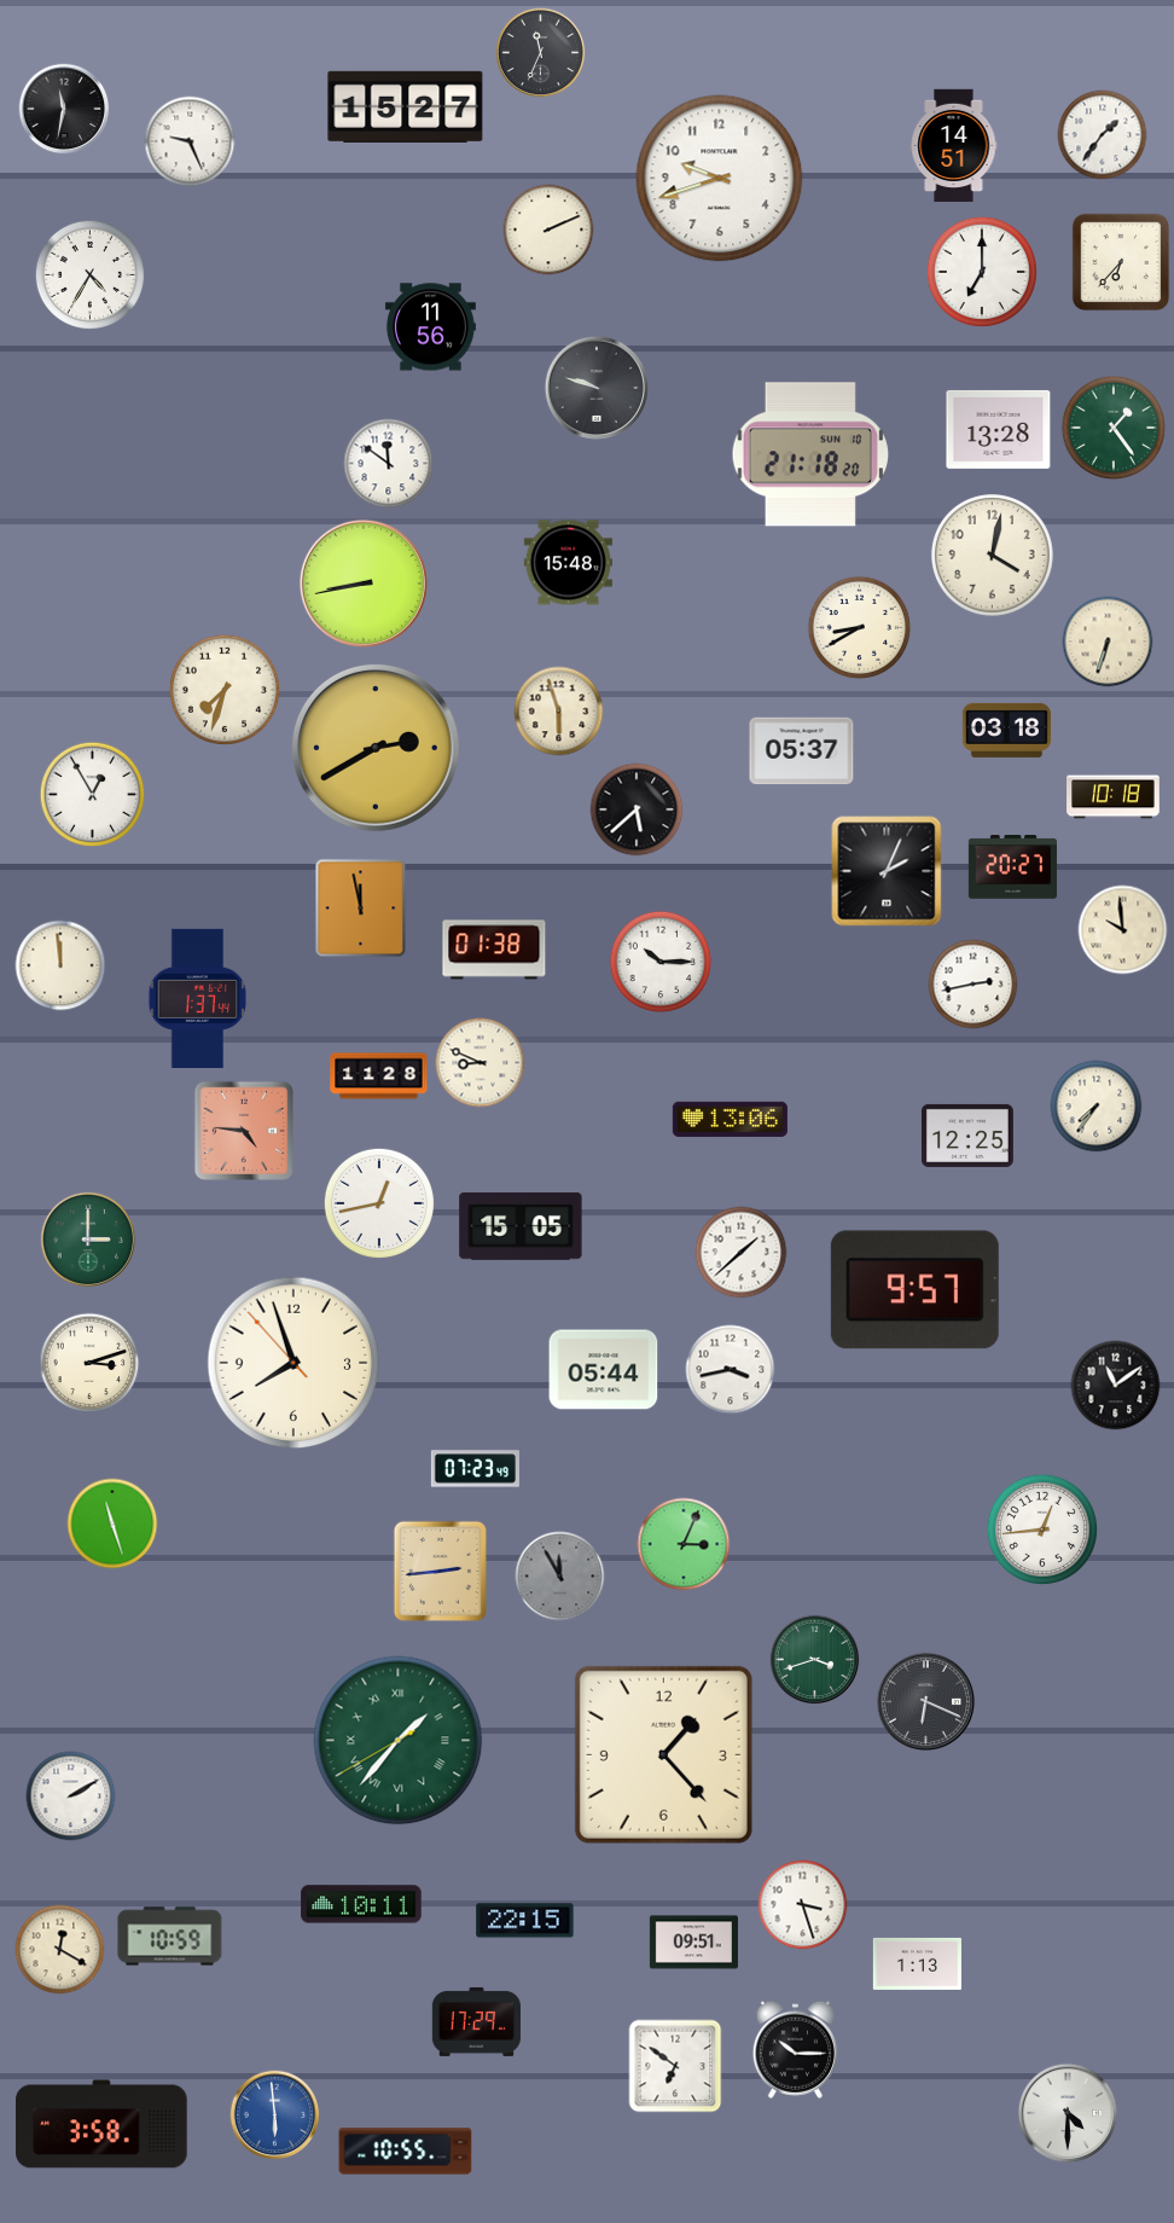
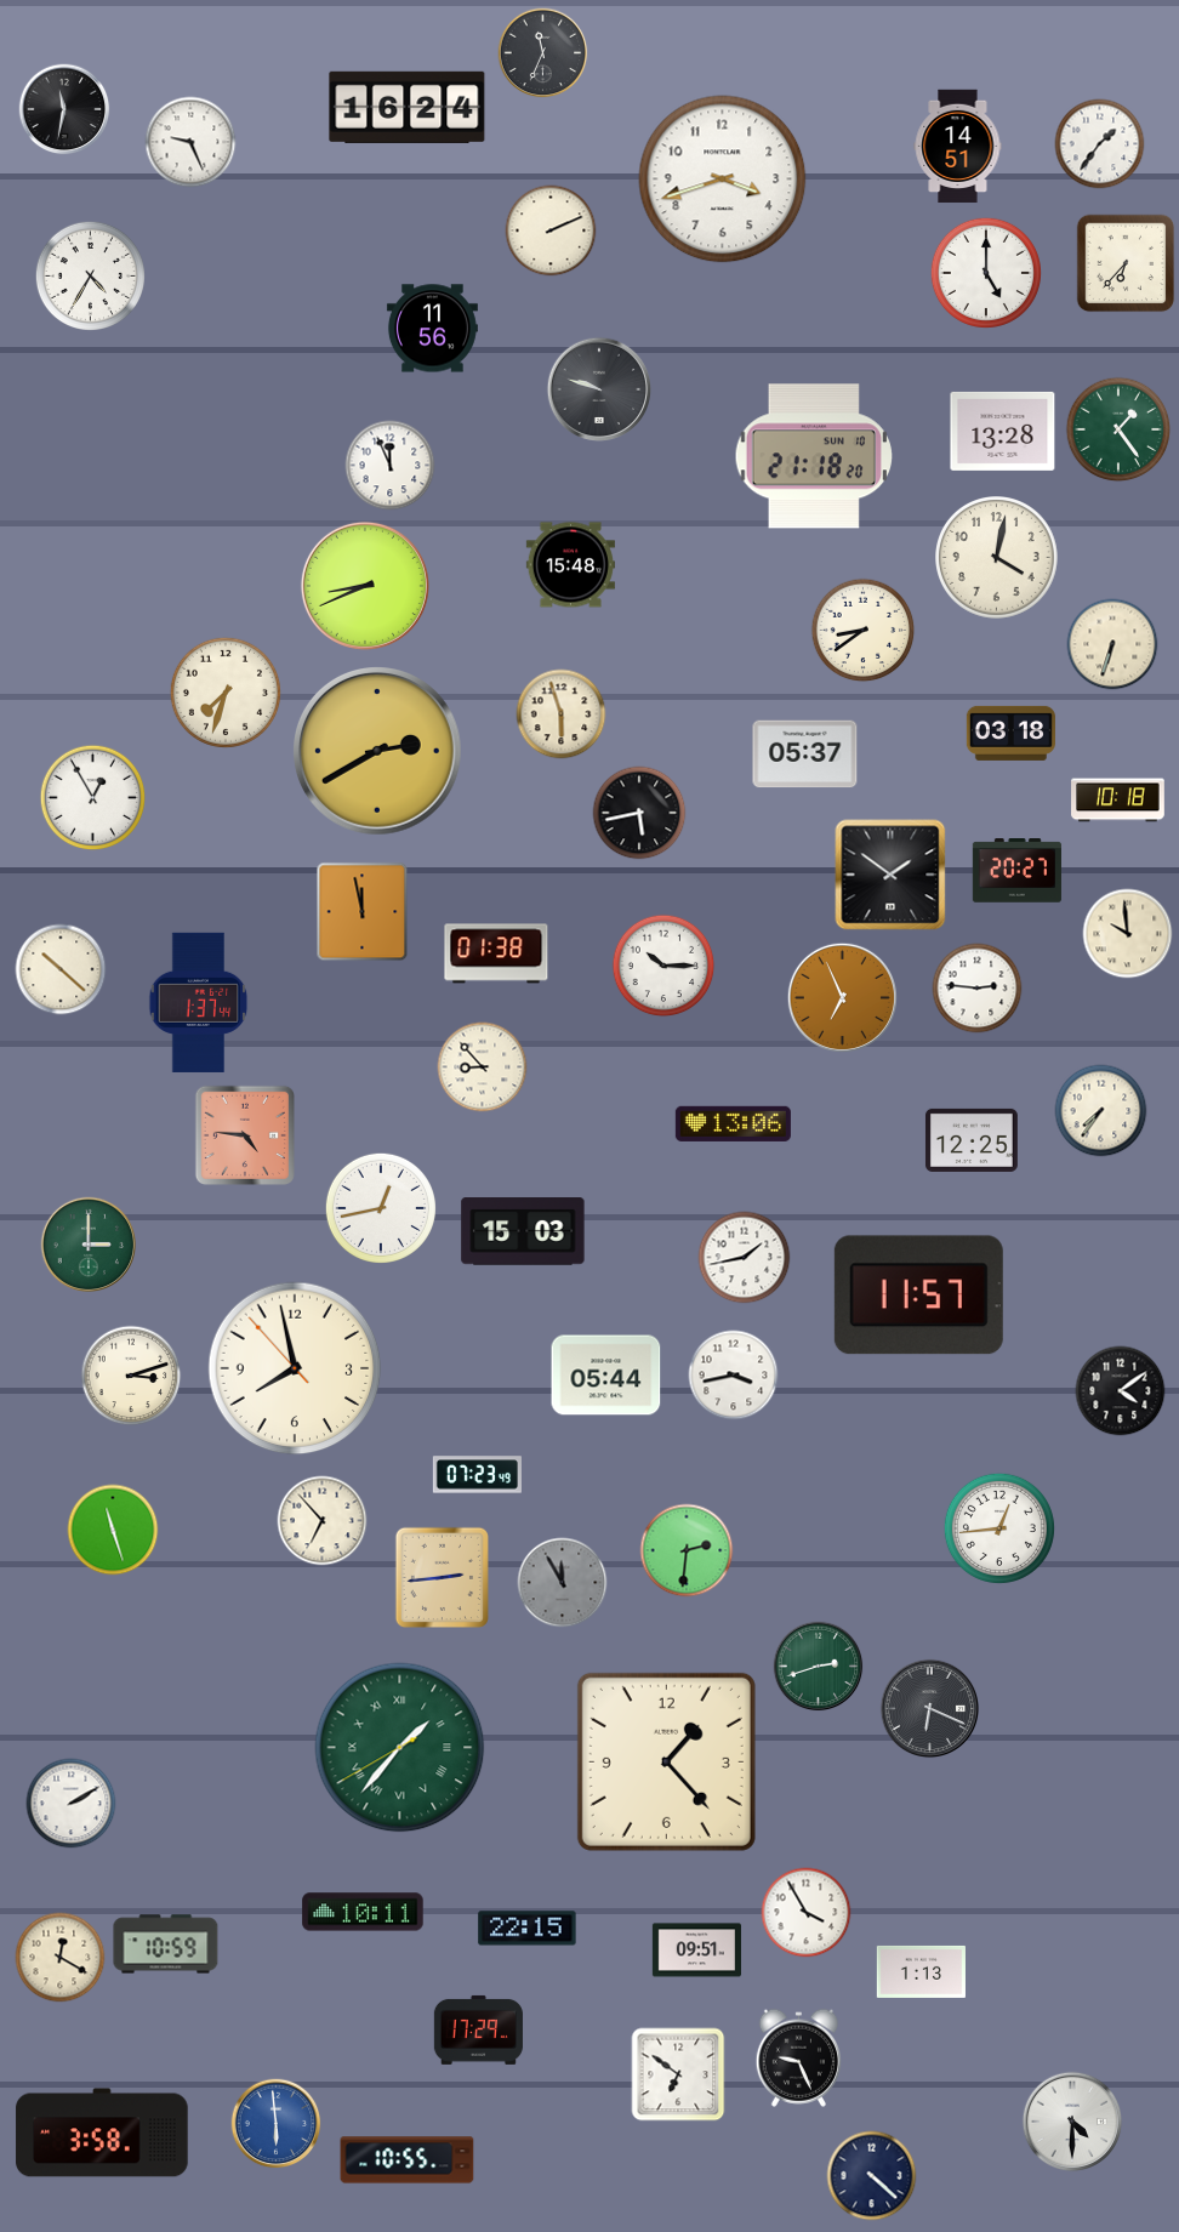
clock at (406, 106): 15:27 -> 16:24
clock at (1103, 135) position: (1103, 135) -> (1100, 144)
clock at (720, 179): 9:42 -> 3:42
clock at (982, 272): 7:00 -> 5:00
clock at (389, 464): 11:51 -> 11:56
clock at (364, 584): 8:43 -> 8:41
clock at (860, 628): 8:40 -> 8:39
clock at (637, 809): 5:38 -> 5:43
clock at (887, 871): 2:04 -> 1:51
clock at (60, 965): 11:59 -> 10:22
clock at (974, 985): 2:43 -> 2:46
clock at (842, 997): none -> 6:56
clock at (481, 1063): 8:49 -> 8:53
clock at (379, 1076): 11:28 -> none
clock at (521, 1226): 15:05 -> 15:03
clock at (742, 1253): 1:38 -> 1:43
clock at (914, 1290): 9:57 -> 11:57
clock at (89, 1363) position: (89, 1363) -> (131, 1376)
clock at (293, 1363): 7:56 -> 7:57
clock at (1116, 1386): 11:09 -> 4:09
clock at (323, 1521): none -> 6:53
clock at (1042, 1530) position: (1042, 1530) -> (999, 1528)
clock at (684, 1544): 3:04 -> 2:31
clock at (815, 1660): 3:42 -> 2:42
clock at (803, 1905): 3:27 -> 3:55
clock at (170, 1937) position: (170, 1937) -> (166, 1945)
clock at (795, 2049): 10:15 -> 9:26
clock at (872, 2176): none -> 4:22
